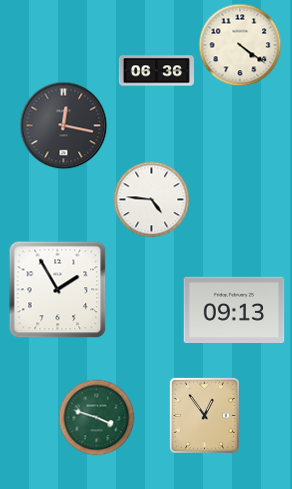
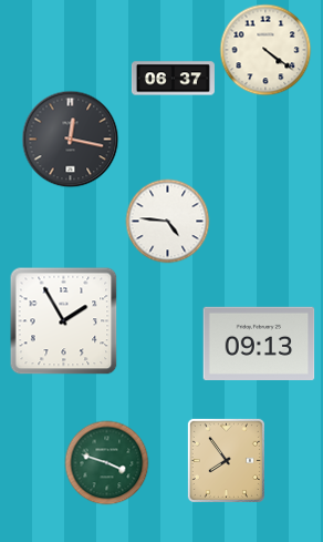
clock at (156, 71): 06:36 -> 06:37
clock at (204, 415): 12:54 -> 7:54
